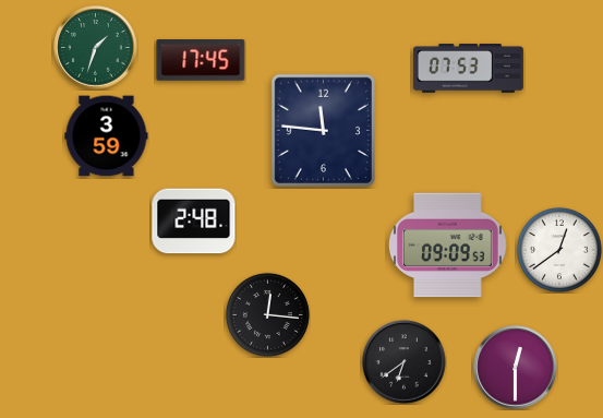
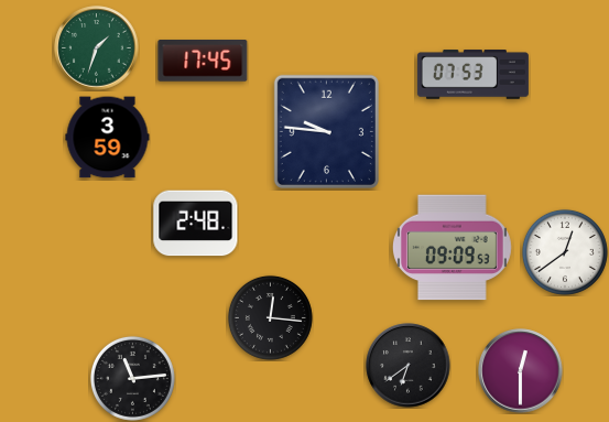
clock at (468, 69) position: (468, 69) -> (472, 75)
clock at (323, 130): 11:46 -> 9:46
clock at (132, 378): none -> 11:14
